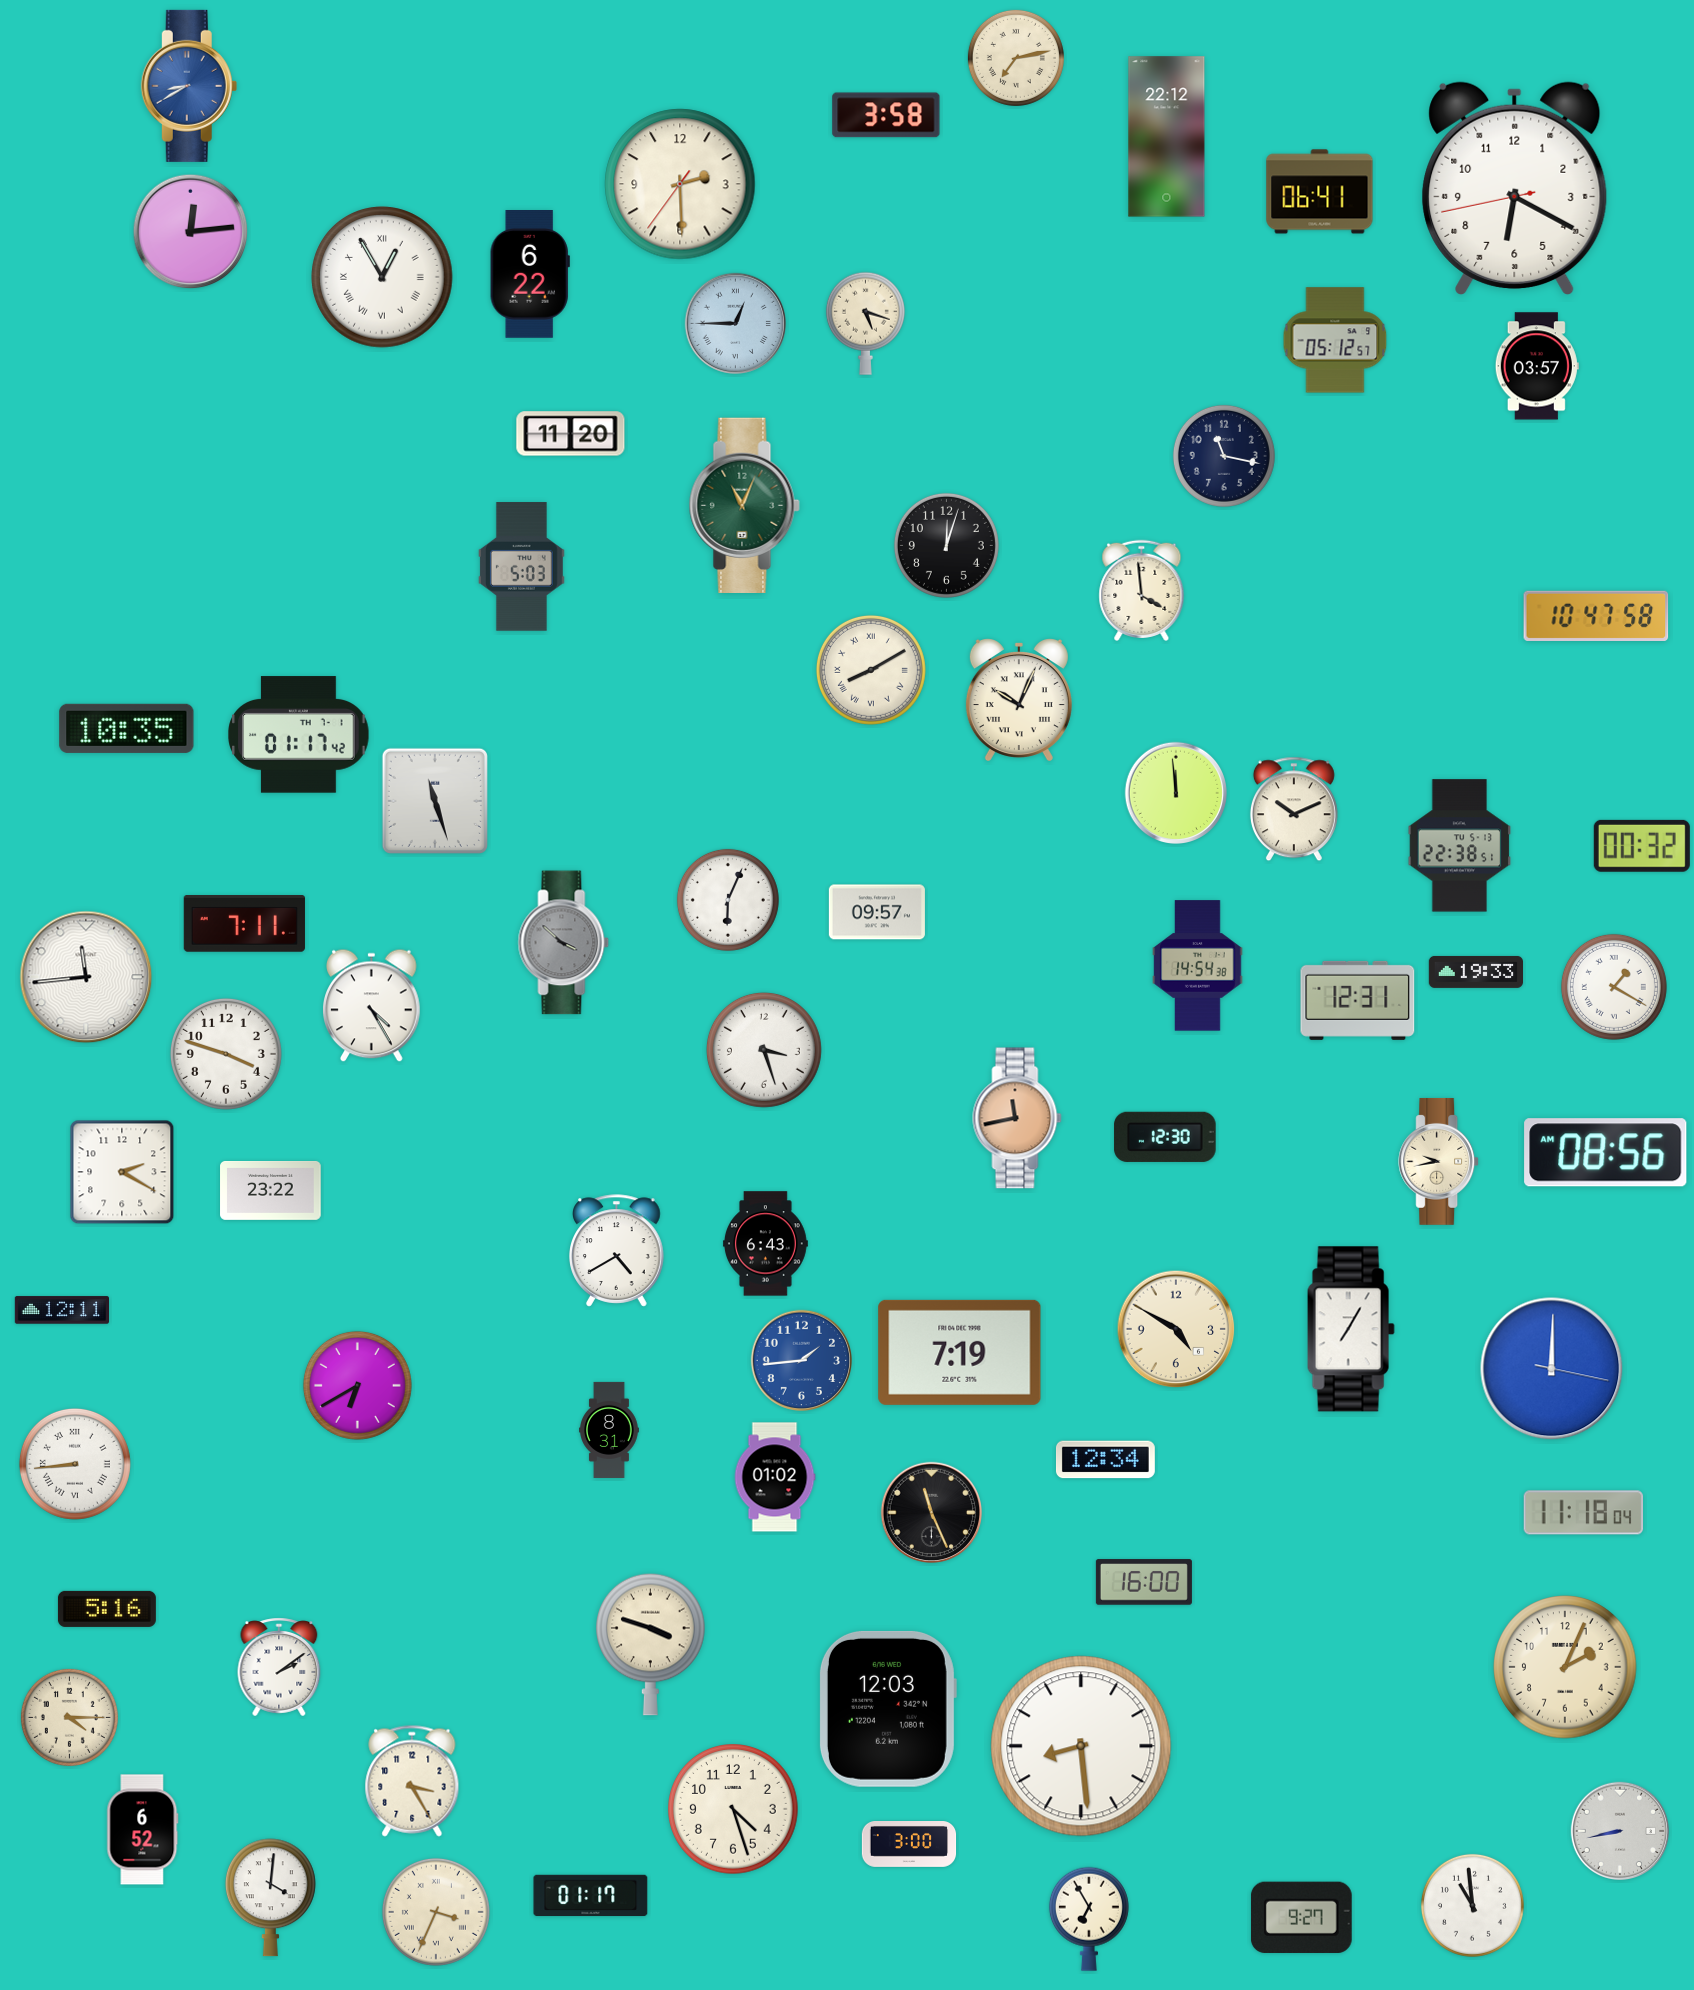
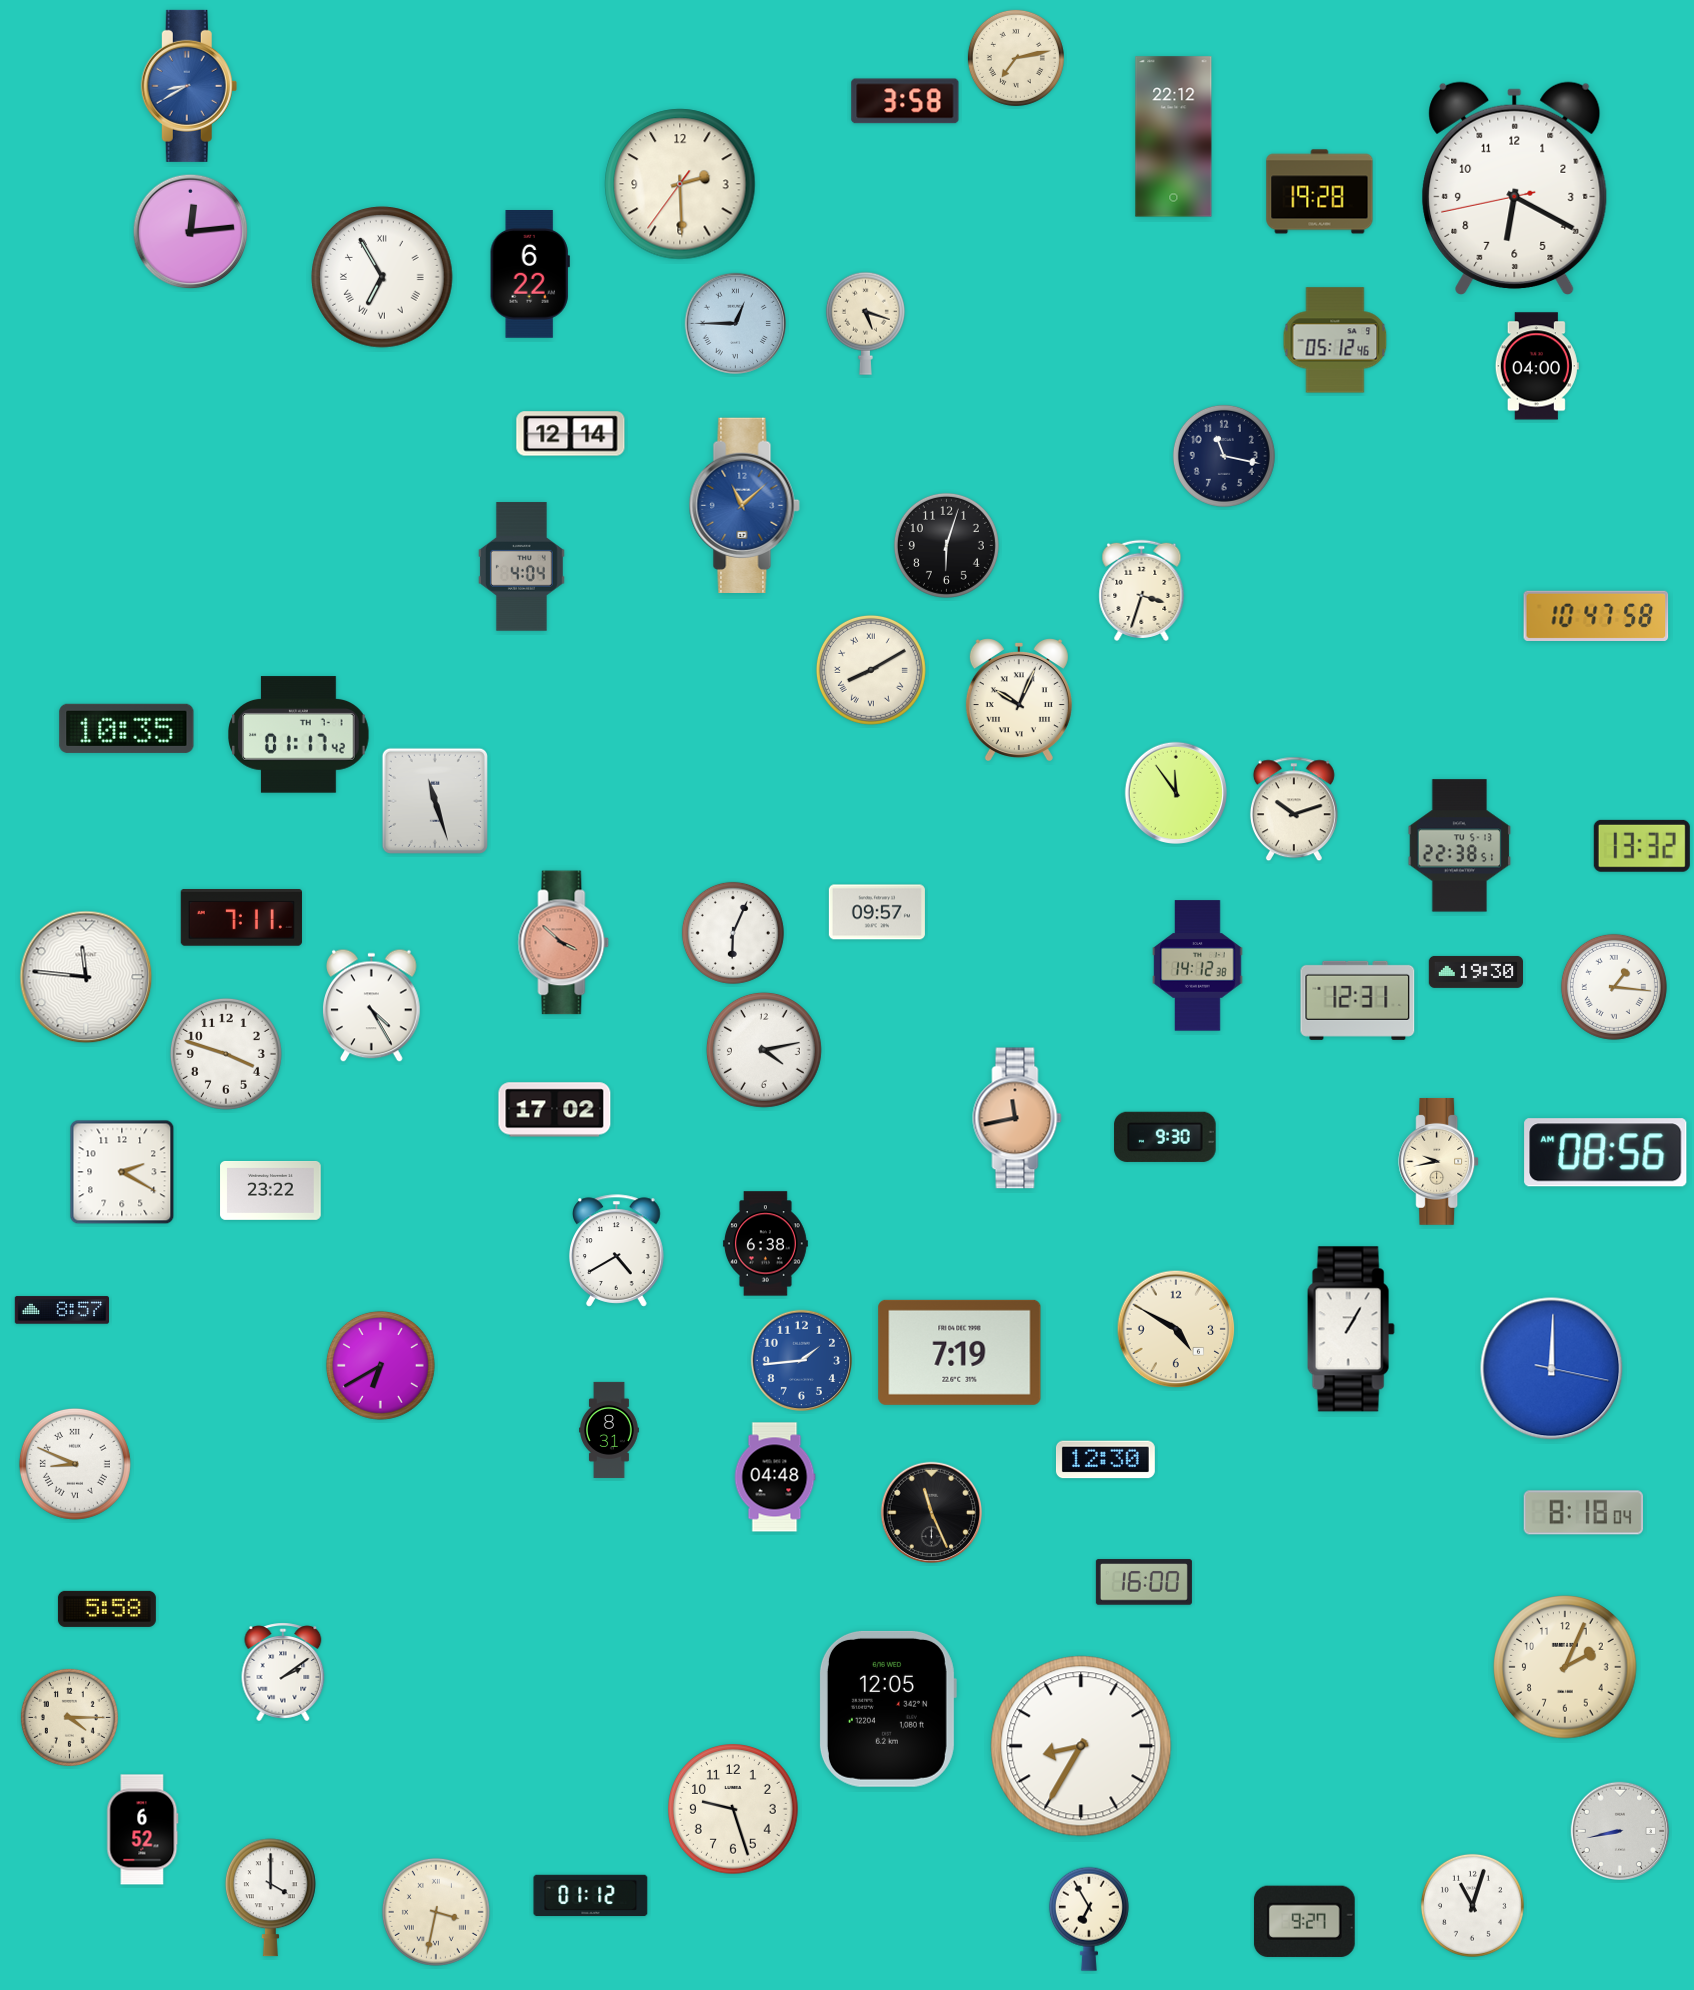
clock at (886, 115) position: (886, 115) -> (905, 101)
clock at (1167, 137) position: (1167, 137) -> (1174, 137)
clock at (1320, 192): 06:41 -> 19:28
clock at (382, 277): 12:55 -> 6:55
clock at (1335, 340): 05:12:57 -> 05:12:46
clock at (1537, 366): 03:57 -> 04:00
clock at (571, 434): 11:20 -> 12:14
clock at (744, 505): 11:04 -> 11:08
clock at (744, 505) dial: green -> blue
clock at (946, 545): 12:03 -> 6:03
clock at (521, 567): 5:03 -> 4:04
clock at (1142, 590): 3:59 -> 3:33
clock at (1176, 793): 11:59 -> 11:54
clock at (1294, 809): 10:11 -> 10:12
clock at (1642, 846): 00:32 -> 13:32
clock at (728, 900) position: (728, 900) -> (733, 933)
clock at (244, 924) position: (244, 924) -> (241, 918)
clock at (564, 943) dial: grey -> salmon
clock at (1198, 966): 14:54 -> 14:12
clock at (1475, 972): 19:33 -> 19:30
clock at (86, 977): 11:44 -> 11:46
clock at (1614, 987): 1:20 -> 1:16
clock at (764, 1050): 3:27 -> 4:13
clock at (555, 1110): none -> 17:02
clock at (1165, 1137): 12:30 -> 9:30
clock at (765, 1244): 6:43 -> 6:38
clock at (61, 1310): 12:11 -> 8:57
clock at (1351, 1329): 7:05 -> 1:05
clock at (357, 1385) position: (357, 1385) -> (380, 1365)
clock at (1105, 1460): 12:34 -> 12:30
clock at (75, 1464): 8:44 -> 8:49
clock at (775, 1477): 01:02 -> 04:48
clock at (1584, 1513): 11:18 -> 8:18
clock at (107, 1609): 5:16 -> 5:58
clock at (651, 1644): 3:48 -> none
clock at (279, 1667) position: (279, 1667) -> (283, 1672)
clock at (887, 1709): 12:03 -> 12:05
clock at (1081, 1746): 8:29 -> 8:35
clock at (412, 1781): 3:25 -> none
clock at (734, 1810): 4:27 -> 9:27
clock at (909, 1845): 3:00 -> none
clock at (591, 1896): 01:17 -> 01:12
clock at (270, 1898): 4:01 -> 4:00
clock at (1472, 1905): 10:59 -> 11:03
clock at (436, 1912): 3:34 -> 3:32
clock at (1301, 1917) position: (1301, 1917) -> (1304, 1921)
